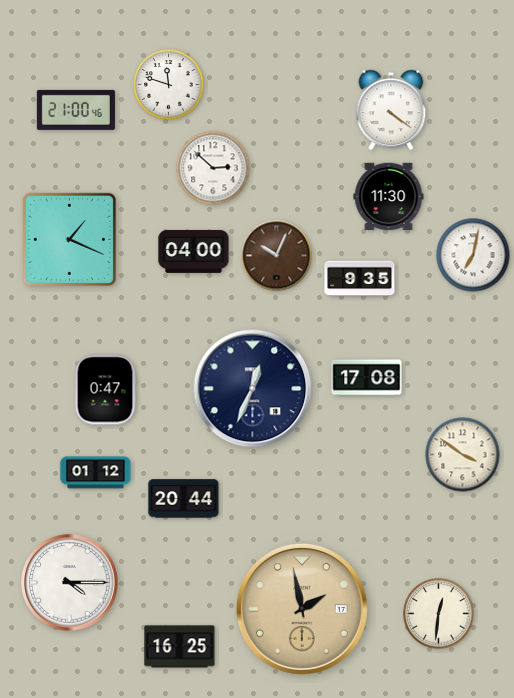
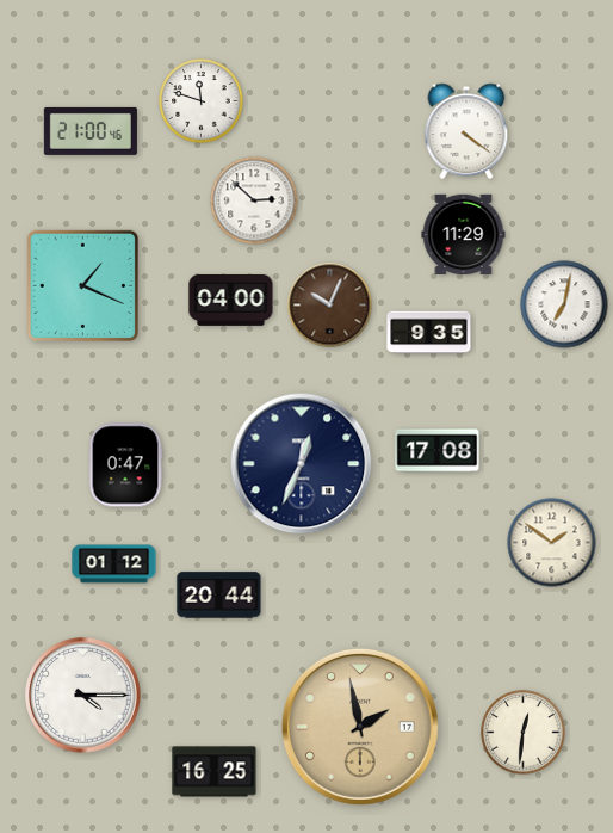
clock at (389, 196): 11:30 -> 11:29
clock at (463, 455): 3:51 -> 1:51
